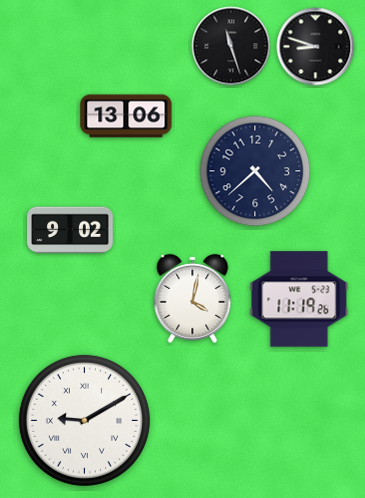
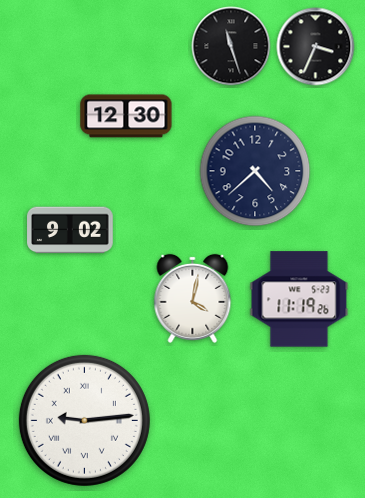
clock at (316, 47): 8:48 -> 3:34
clock at (126, 116): 13:06 -> 12:30
clock at (84, 420): 9:10 -> 9:14
